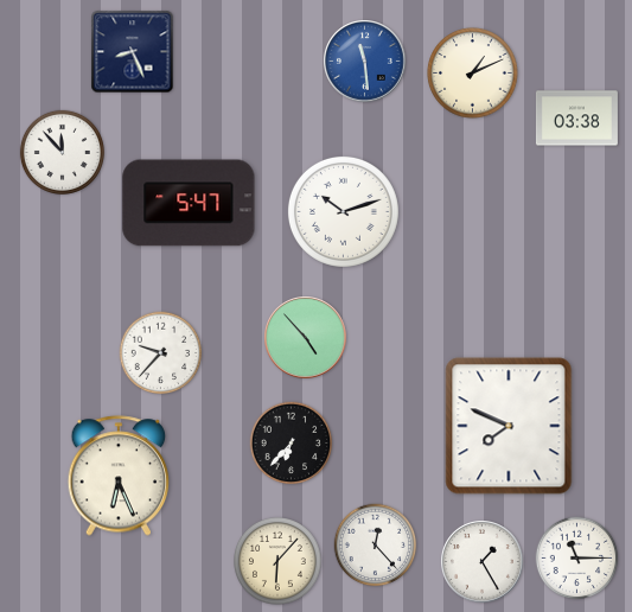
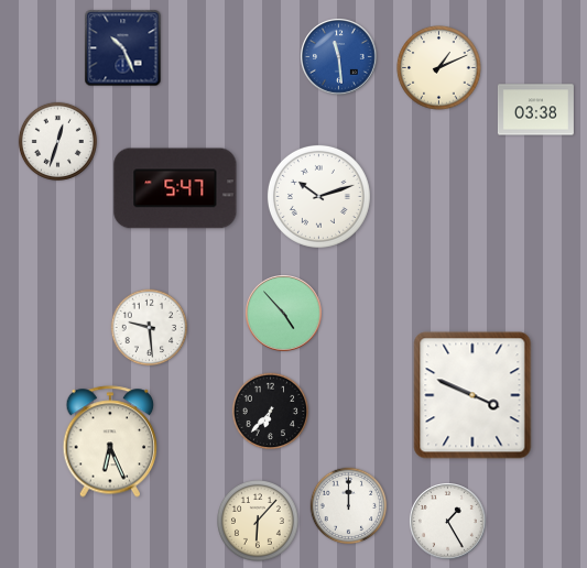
clock at (133, 52): 8:26 -> 10:26
clock at (62, 152): 11:53 -> 12:33
clock at (161, 353): 9:37 -> 9:29
clock at (509, 426): 7:49 -> 3:49
clock at (376, 546): 12:23 -> 12:00
clock at (577, 559): 11:15 -> none
